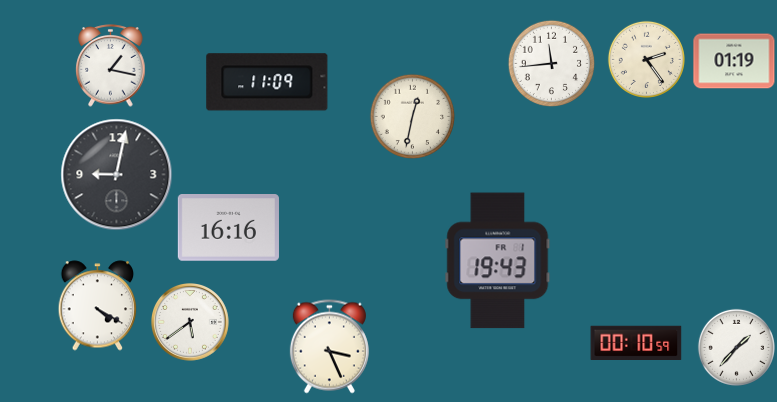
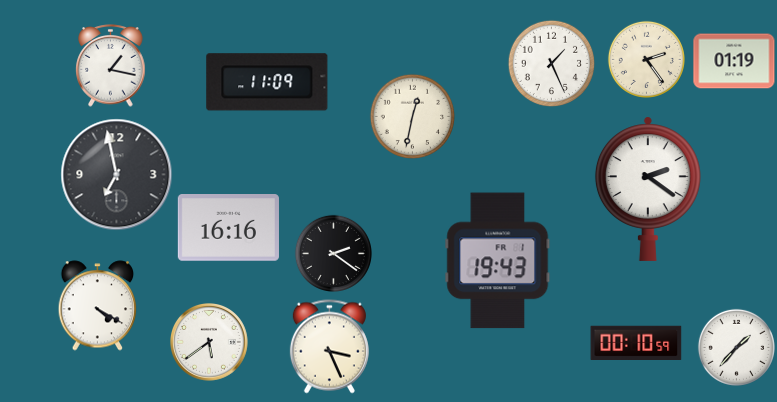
clock at (551, 63): 11:44 -> 1:26
clock at (117, 175): 9:02 -> 6:58
clock at (648, 189): none -> 2:21
clock at (333, 253): none -> 2:21
clock at (191, 323) position: (191, 323) -> (210, 343)
